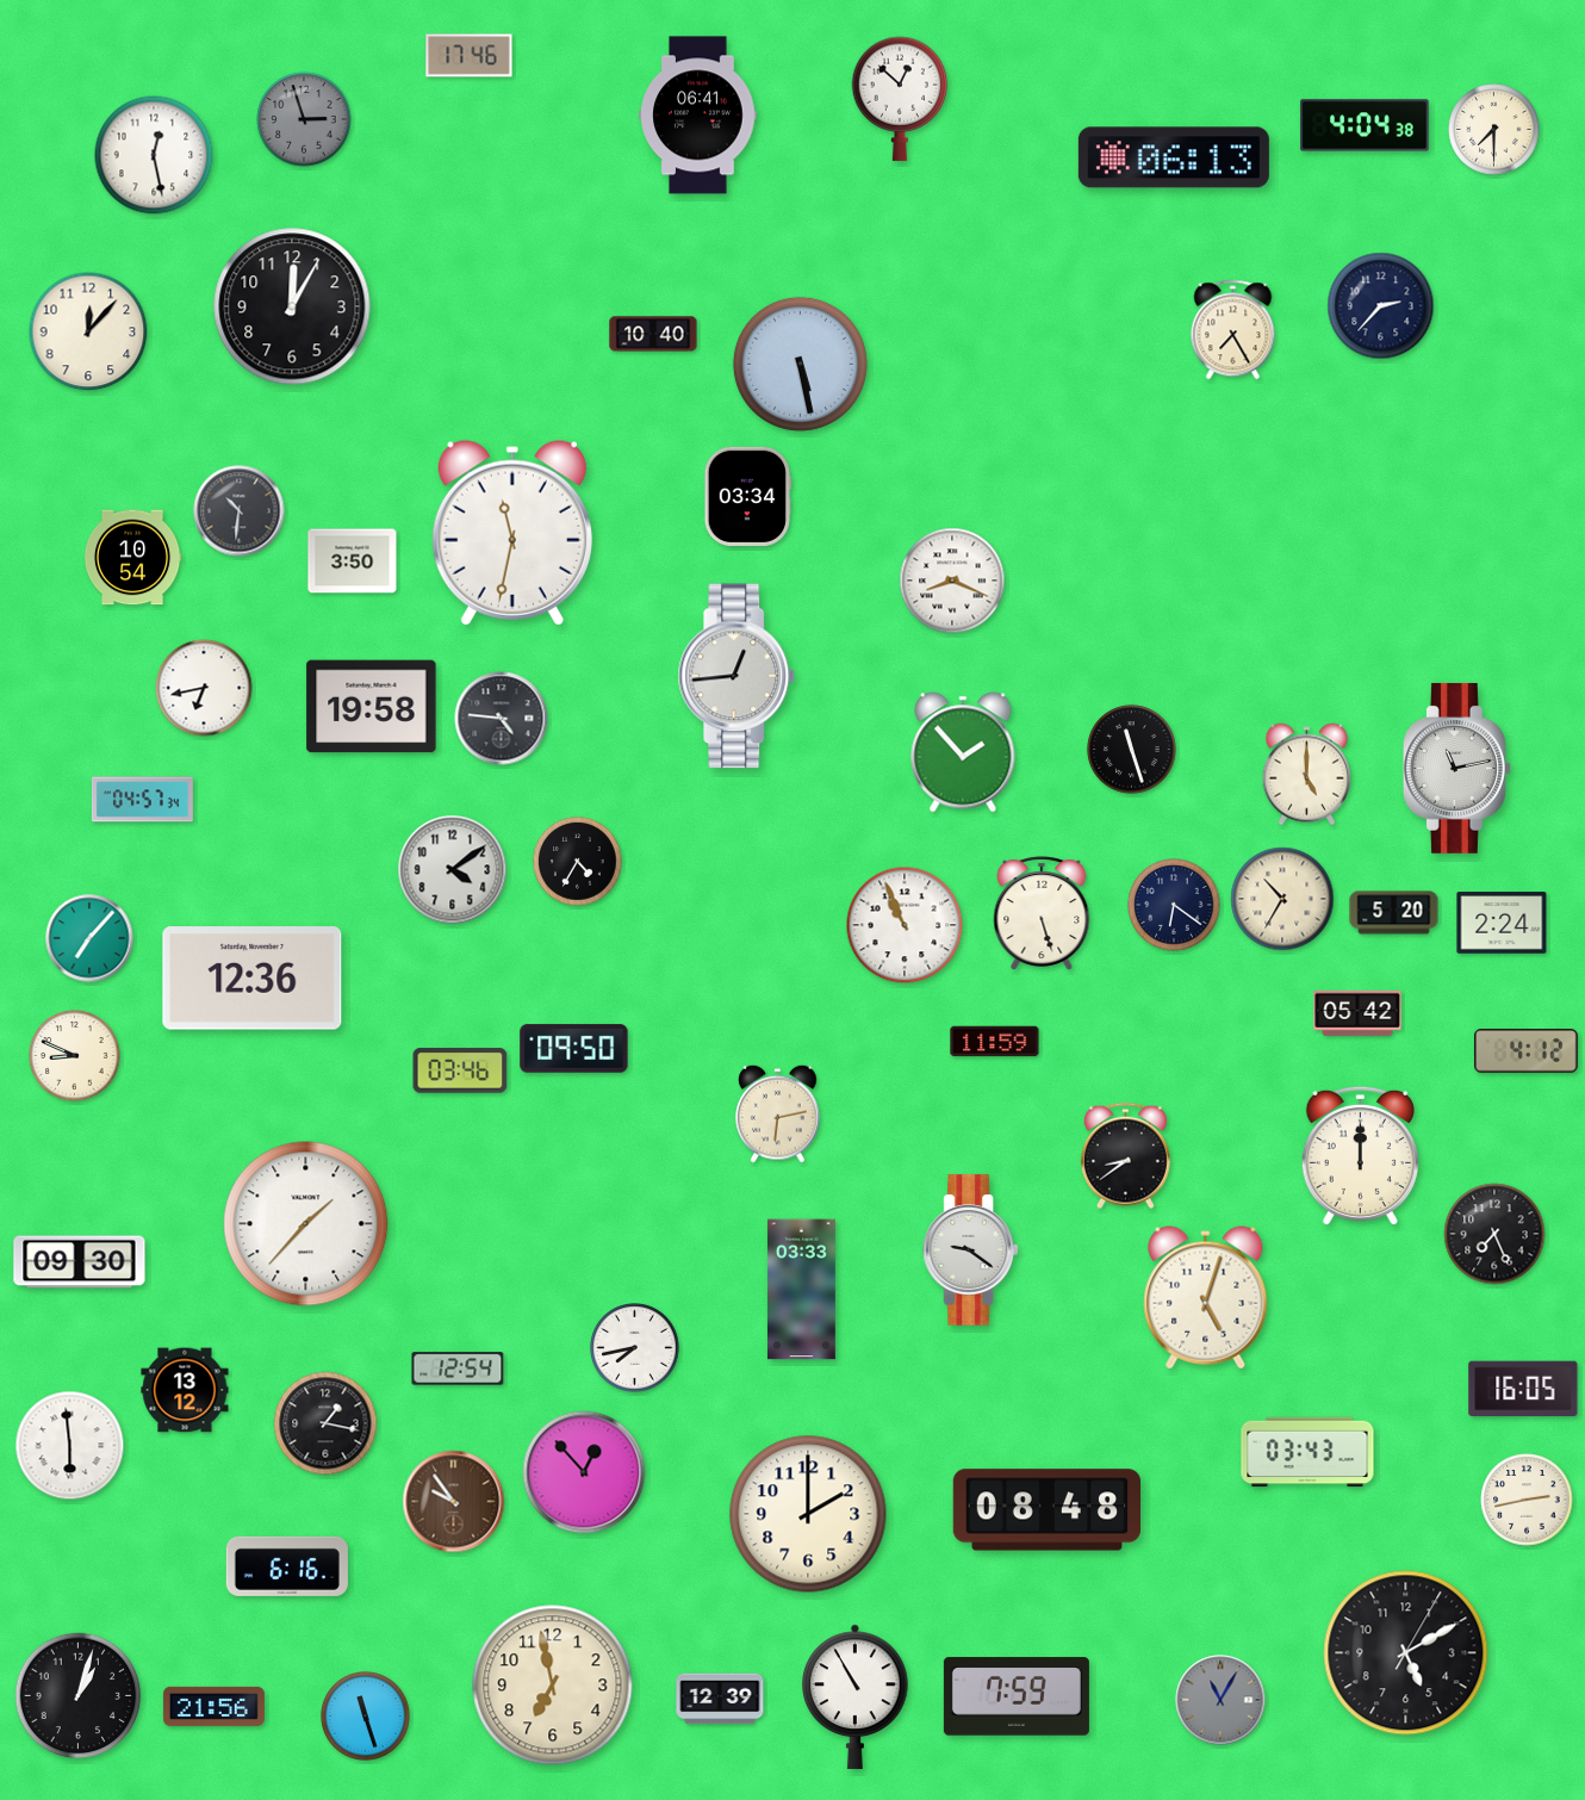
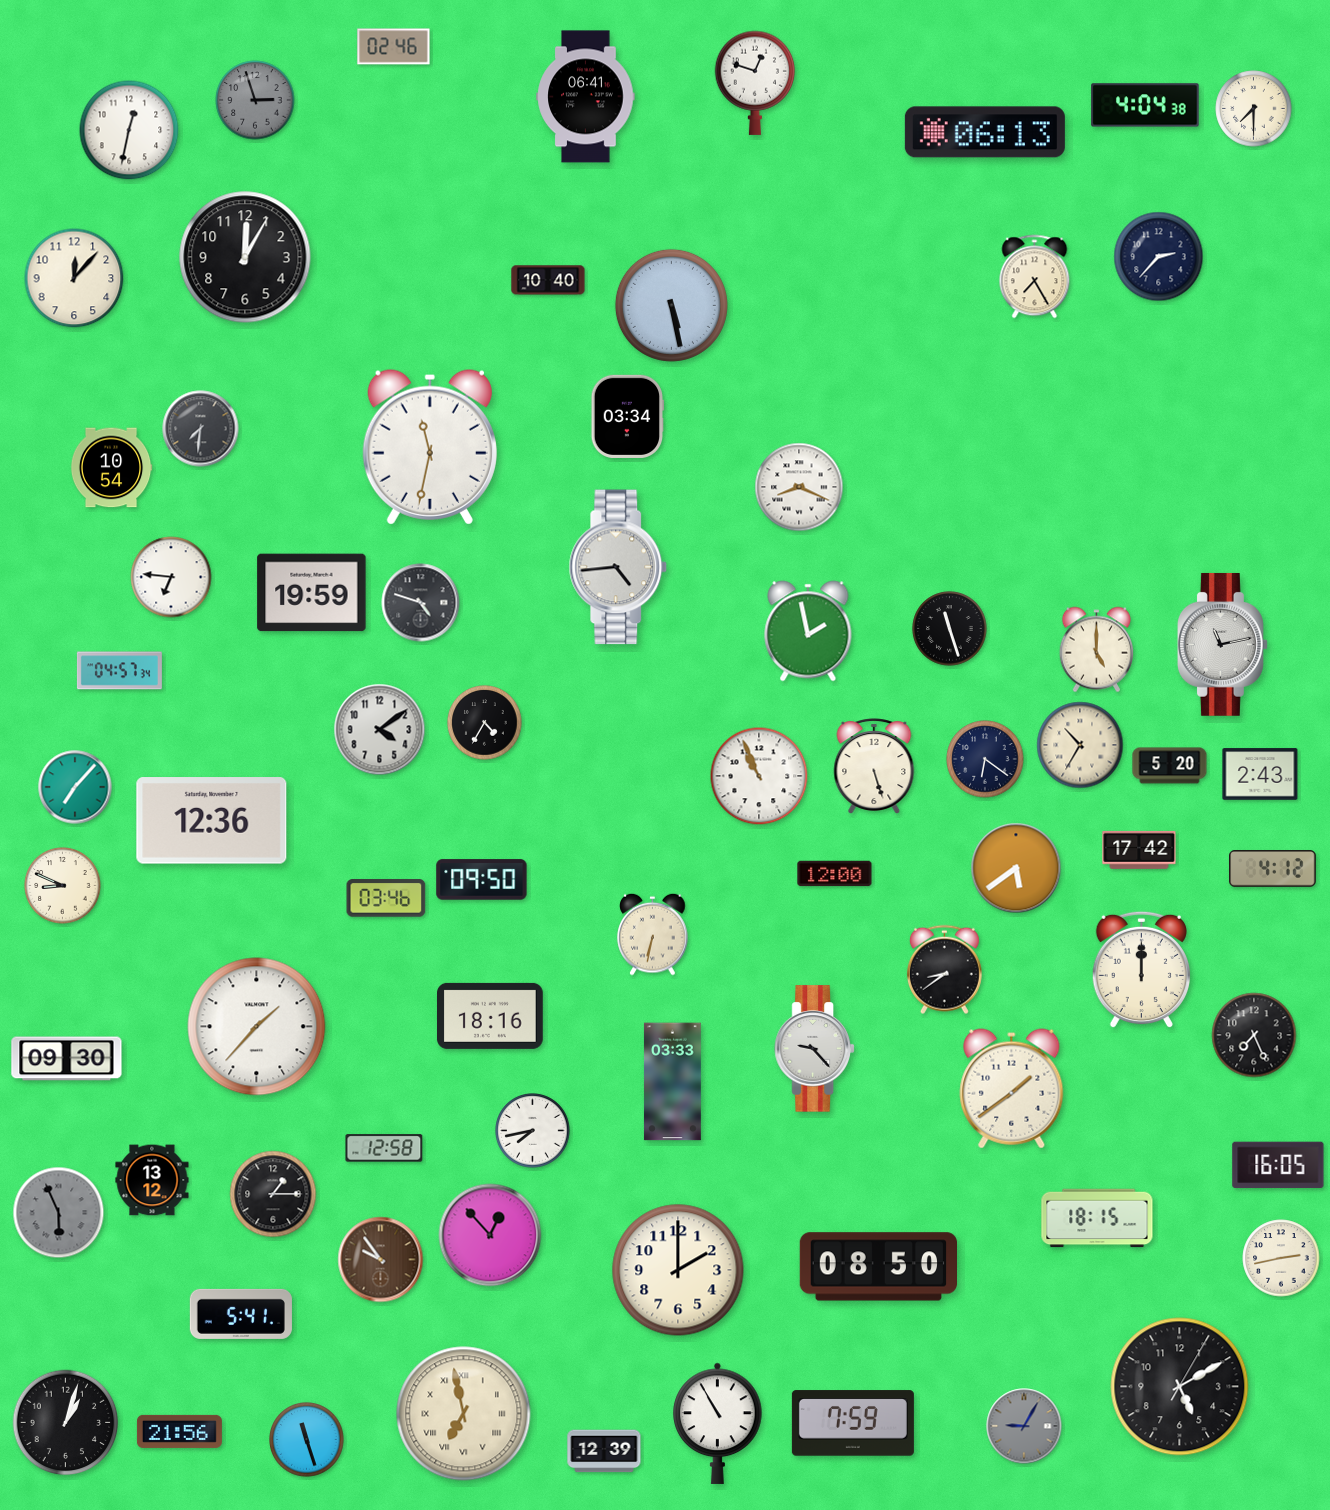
clock at (470, 56): 17:46 -> 02:46
clock at (900, 99): 12:52 -> 12:48
clock at (154, 155): 12:28 -> 12:32
clock at (240, 511): 10:31 -> 7:31
clock at (353, 561): 3:50 -> none
clock at (736, 676): 12:44 -> 4:44
clock at (204, 688): 6:43 -> 6:46
clock at (372, 707): 19:58 -> 19:59
clock at (502, 719): 4:46 -> 4:48
clock at (963, 752): 1:53 -> 1:58
clock at (1282, 899) position: (1282, 899) -> (1080, 745)
clock at (1502, 923): 2:24 -> 2:43
clock at (1357, 1013): 05:42 -> 17:42
clock at (1016, 868): none -> 5:39
clock at (995, 1042): 11:59 -> 12:00
clock at (1527, 1051) position: (1527, 1051) -> (1273, 869)
clock at (778, 1113): 6:13 -> 6:32
clock at (491, 1016): none -> 18:16
clock at (970, 1250): 9:21 -> 9:23
clock at (1206, 1298): 5:03 -> 1:39
clock at (458, 1368): 12:54 -> 12:58
clock at (185, 1390) position: (185, 1390) -> (152, 1180)
clock at (325, 1423): 1:17 -> 1:15
clock at (70, 1446): 5:59 -> 5:56
clock at (70, 1446) dial: white -> grey
clock at (1307, 1452): 03:43 -> 18:15
clock at (1046, 1510): 08:48 -> 08:50
clock at (287, 1566): 6:16 -> 5:41
clock at (553, 1686) numerals: Arabic -> Roman
clock at (720, 1699) position: (720, 1699) -> (604, 1451)
clock at (1220, 1700): 11:05 -> 9:05
